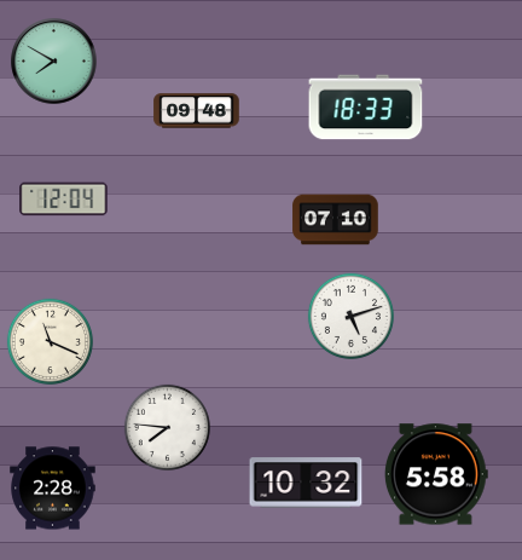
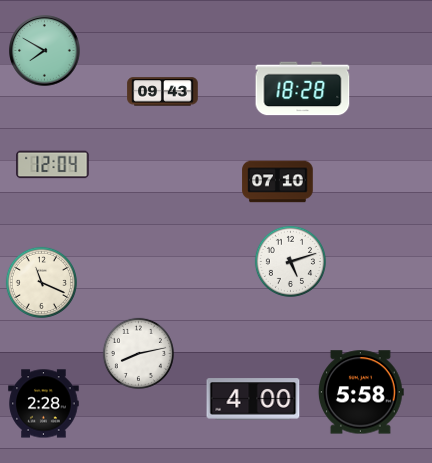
clock at (366, 108): 18:33 -> 18:28
clock at (197, 111): 09:48 -> 09:43
clock at (167, 427): 7:46 -> 8:13
clock at (306, 483): 10:32 -> 4:00
